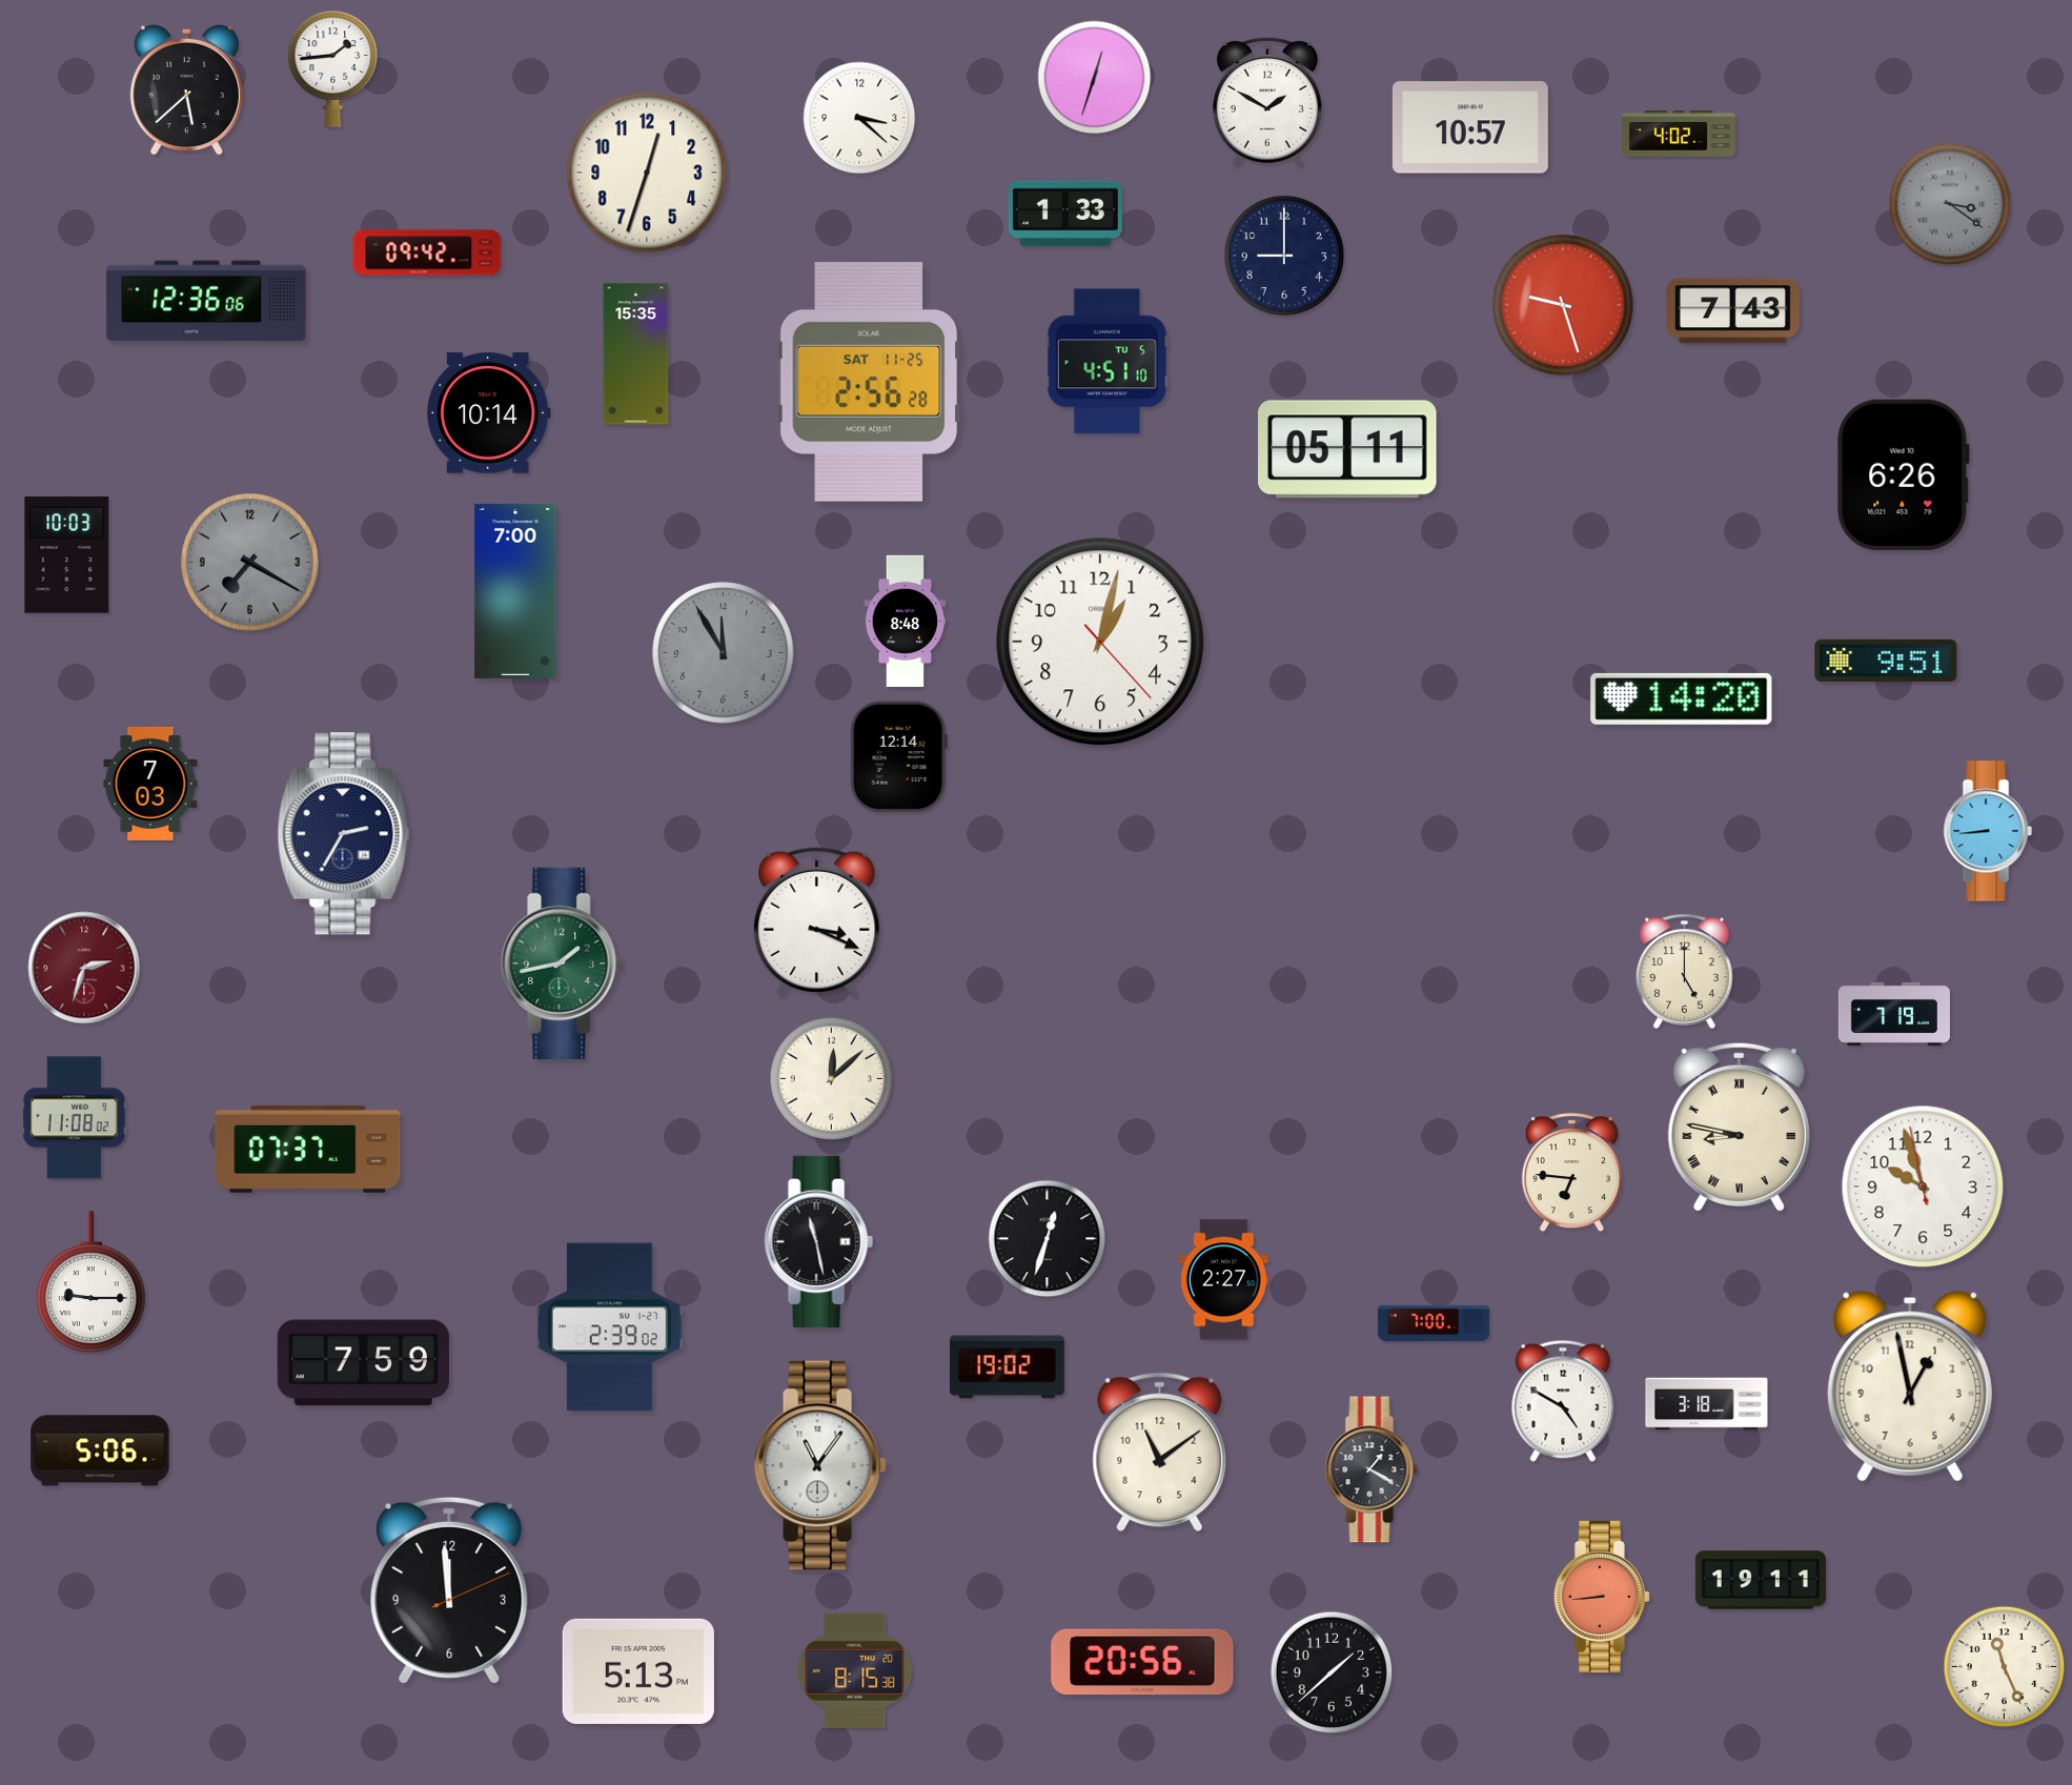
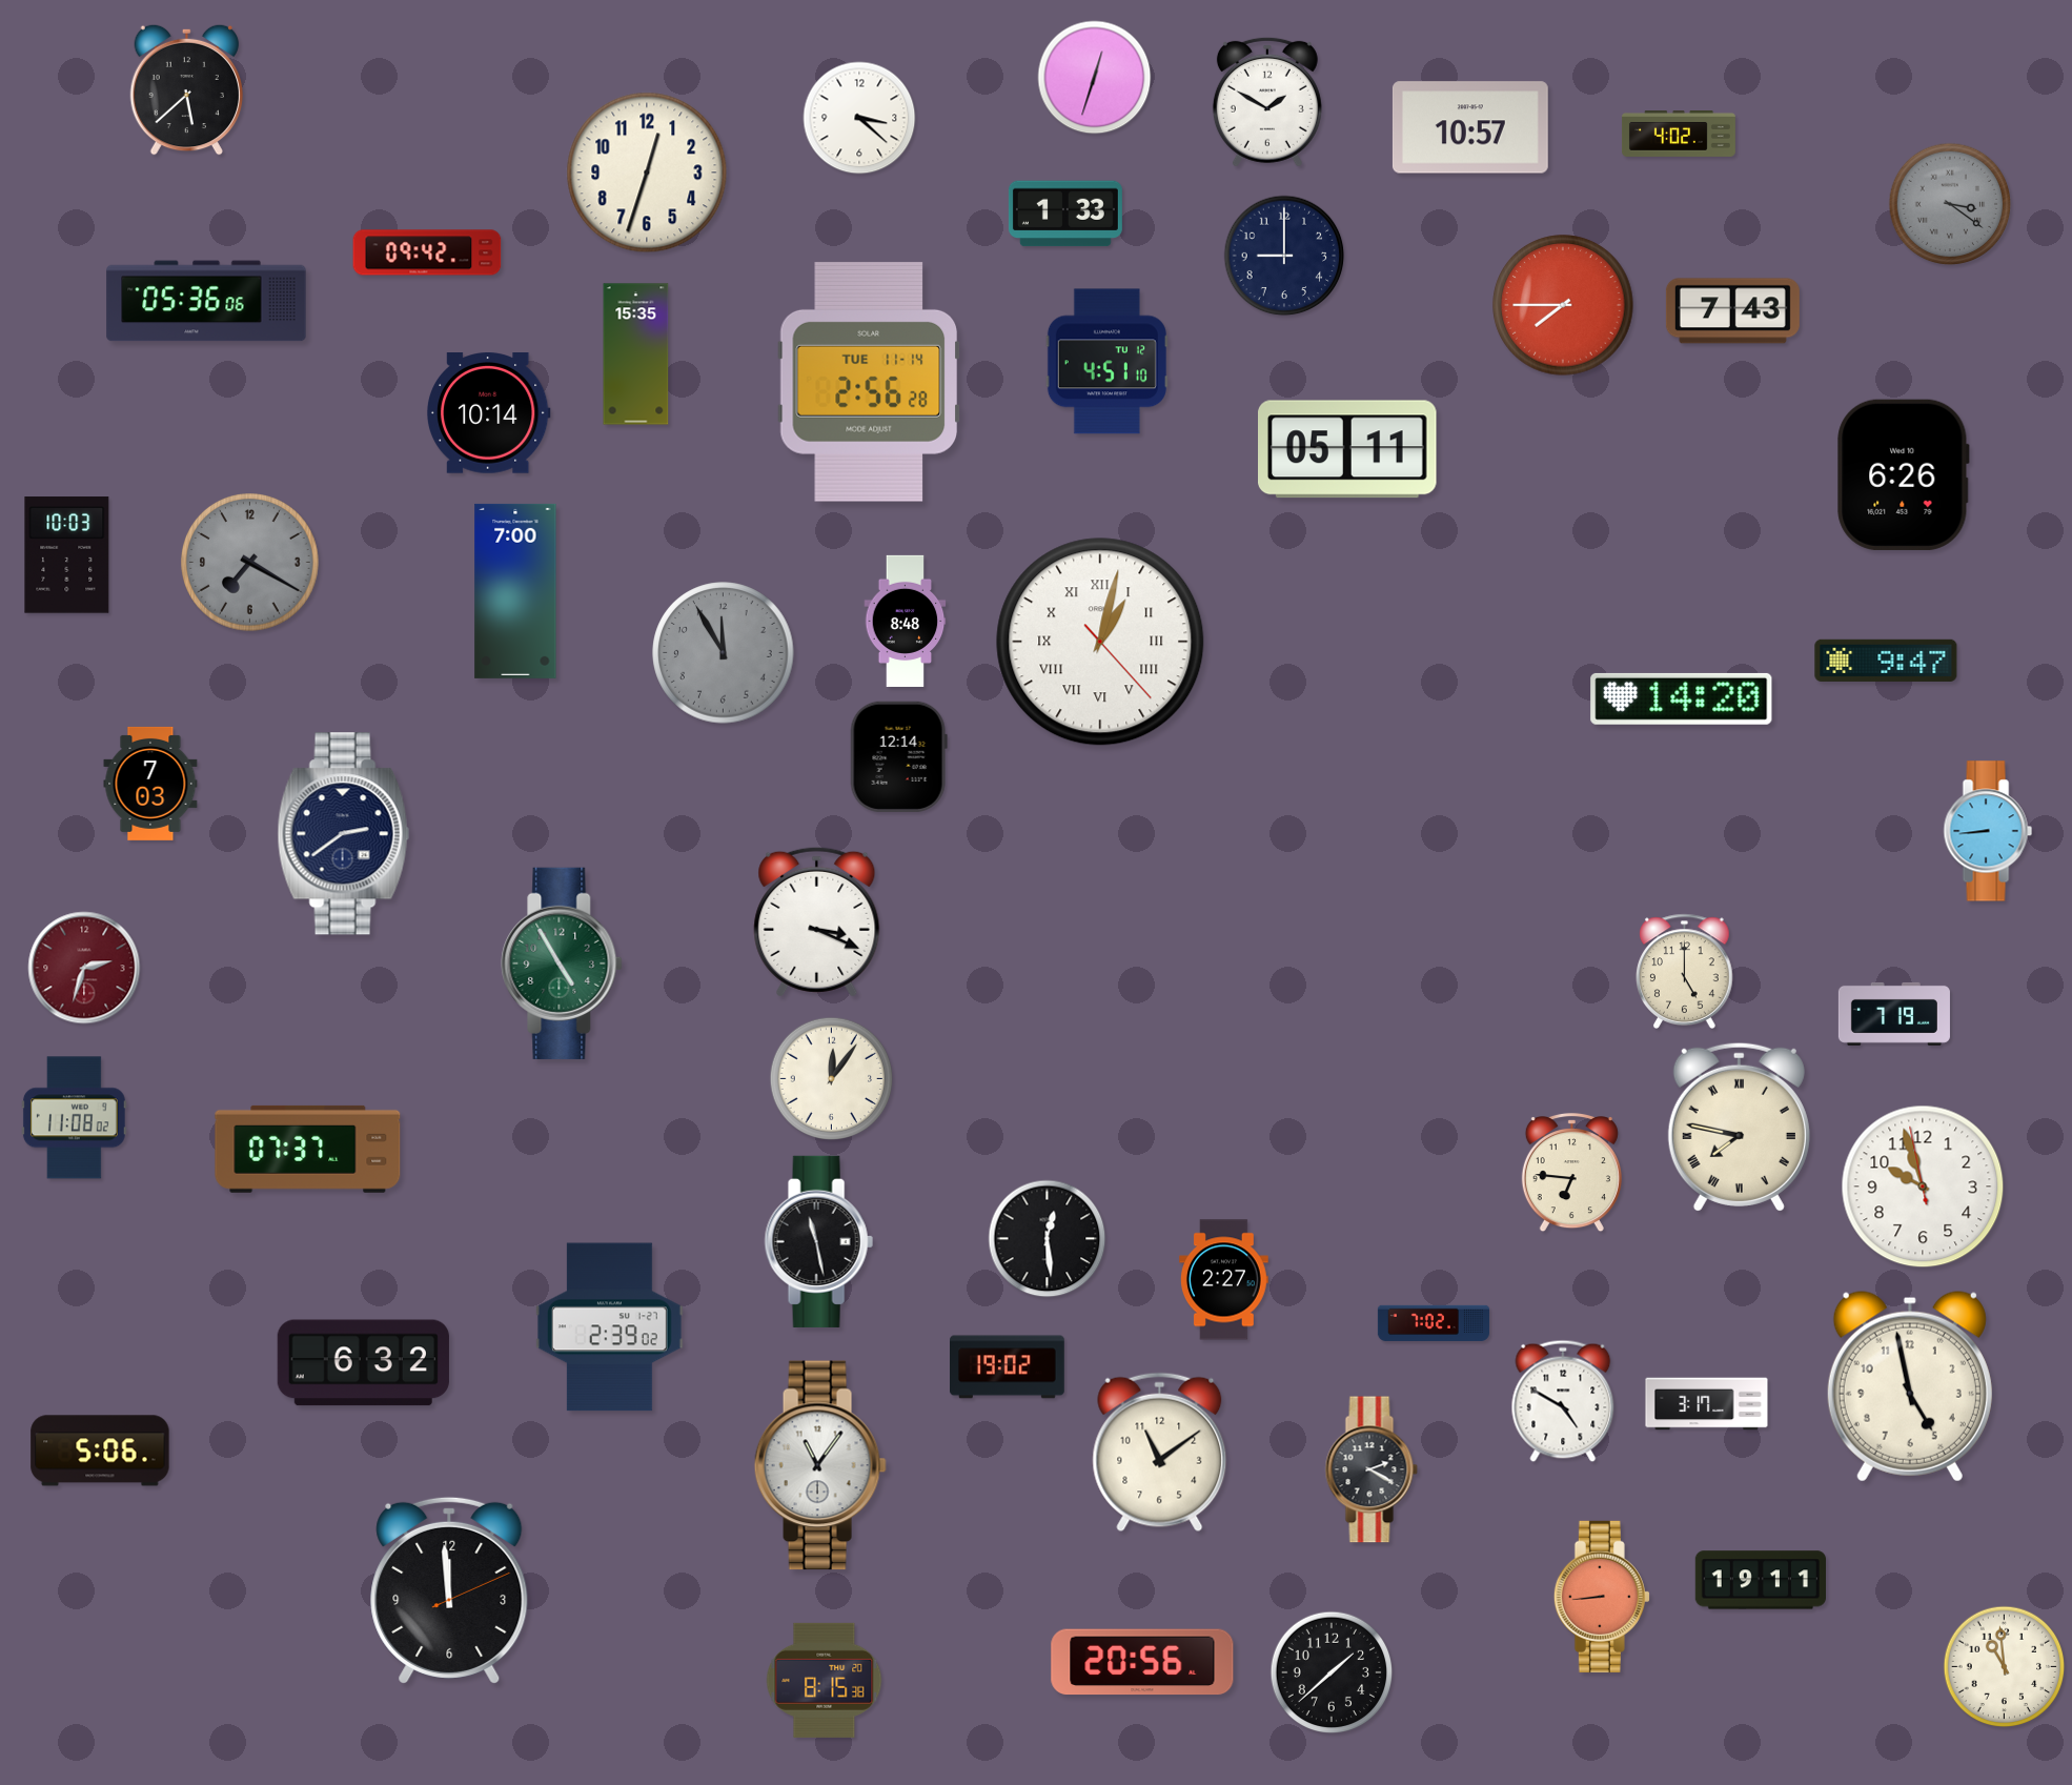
clock at (333, 68): 1:44 -> none
clock at (206, 301): 12:36 -> 05:36
clock at (1563, 305): 9:27 -> 7:45
clock at (1106, 362) date: TU 5 -> TU 12
clock at (869, 383) date: SAT 11-25 -> TUE 11-14
clock at (1100, 642) numerals: Arabic -> Roman
clock at (1886, 661): 9:51 -> 9:47
clock at (343, 834): 2:35 -> 2:39
clock at (562, 964): 1:43 -> 4:55
clock at (831, 1078): 12:08 -> 12:06
clock at (1739, 1127): 8:47 -> 7:47
clock at (1048, 1239): 12:33 -> 12:29
clock at (92, 1282): 9:15 -> none
clock at (1434, 1322): 7:00 -> 7:02
clock at (363, 1363): 7:59 -> 6:32
clock at (1910, 1386): 12:58 -> 4:58
clock at (1707, 1404): 3:18 -> 3:17
clock at (1372, 1469): 1:20 -> 2:20
clock at (2005, 1667): 11:26 -> 10:59
clock at (855, 1670) position: (855, 1670) -> (825, 1680)
clock at (638, 1671): 5:13 -> none
